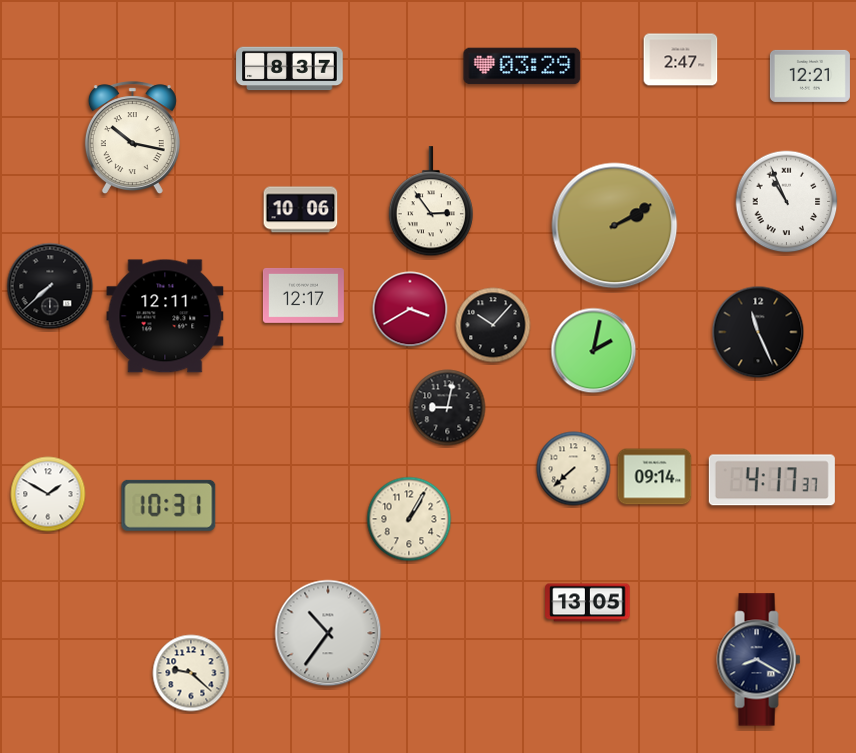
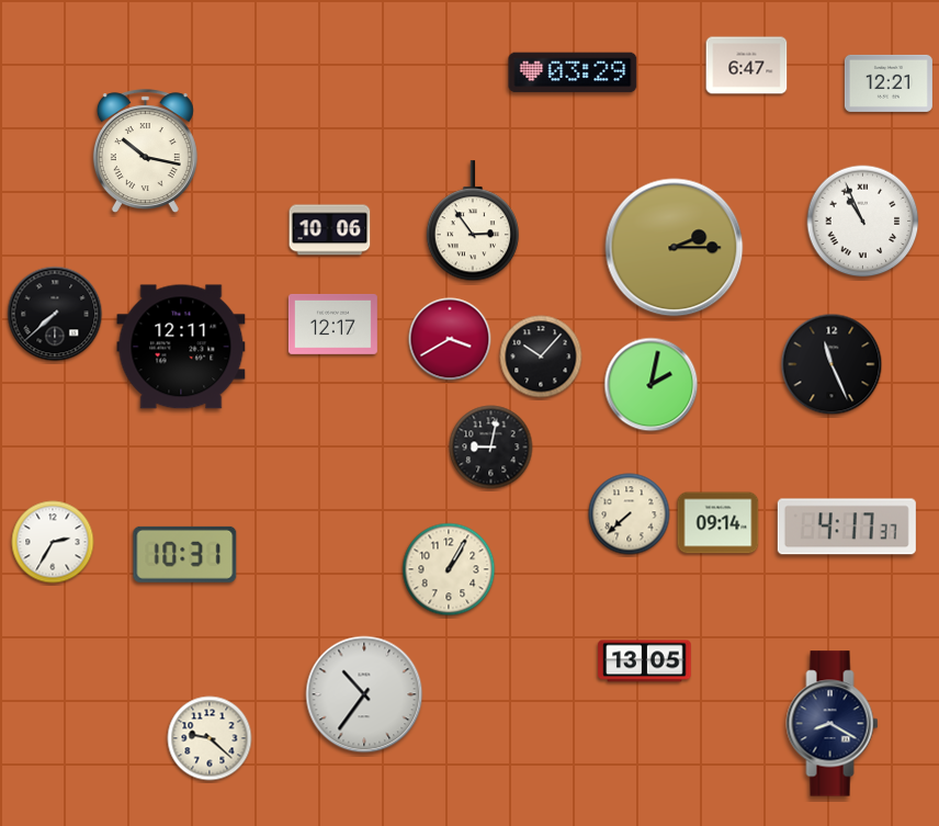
clock at (681, 60): 2:47 -> 6:47
clock at (290, 69): 8:37 -> none
clock at (615, 226): 2:10 -> 2:15
clock at (48, 494): 1:50 -> 2:35
clock at (328, 633) position: (328, 633) -> (364, 694)
